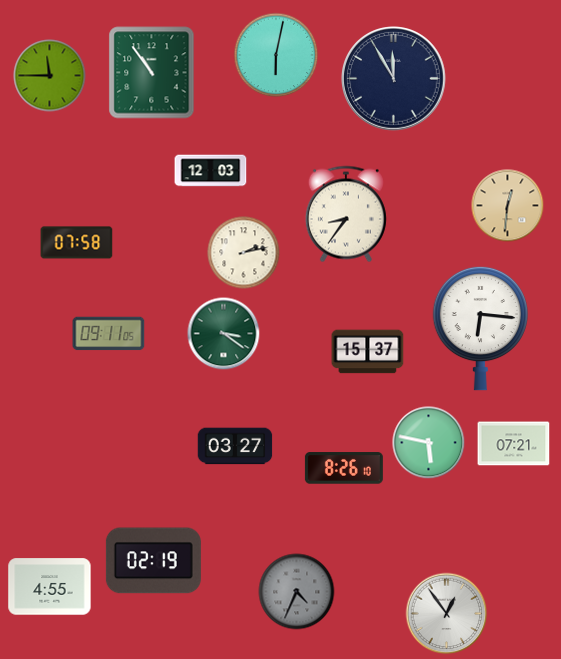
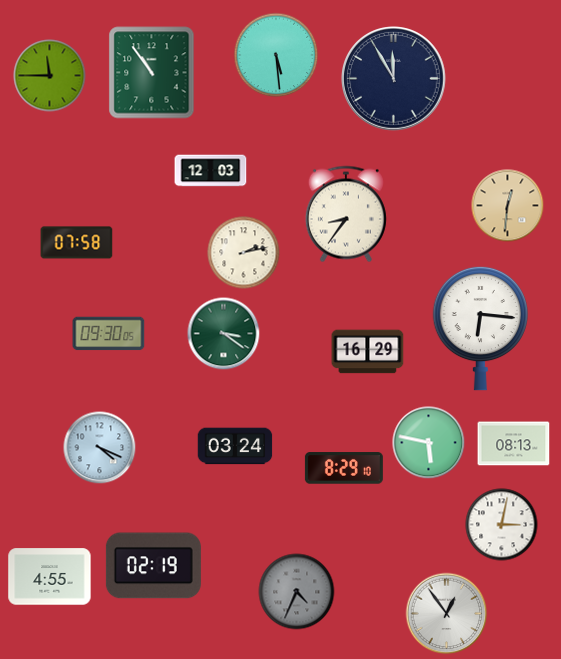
clock at (276, 55): 6:02 -> 5:29
clock at (109, 334): 09:11 -> 09:30
clock at (368, 352): 15:37 -> 16:29
clock at (514, 444): 07:21 -> 08:13
clock at (235, 446): 03:27 -> 03:24
clock at (100, 448): none -> 4:19
clock at (344, 468): 8:26 -> 8:29
clock at (502, 525): none -> 3:02
clock at (153, 561) position: (153, 561) -> (153, 566)
clock at (50, 587) position: (50, 587) -> (50, 577)
